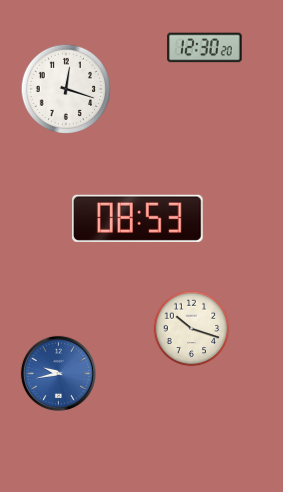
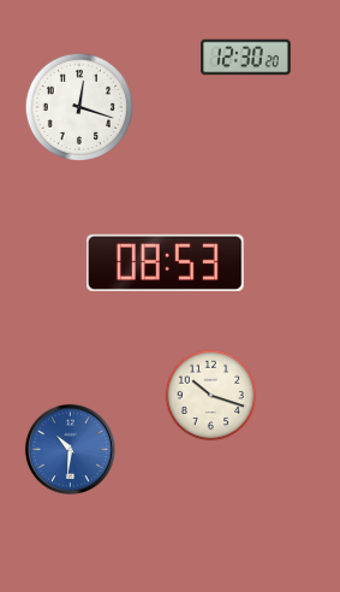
clock at (192, 329) position: (192, 329) -> (211, 396)
clock at (58, 373): 9:43 -> 10:31
